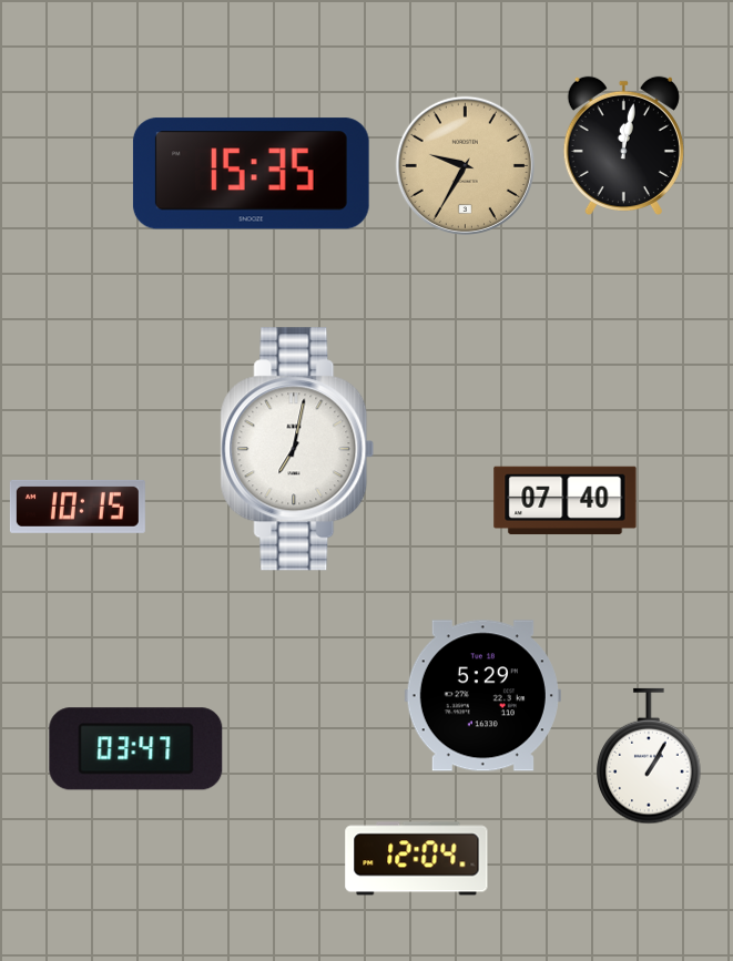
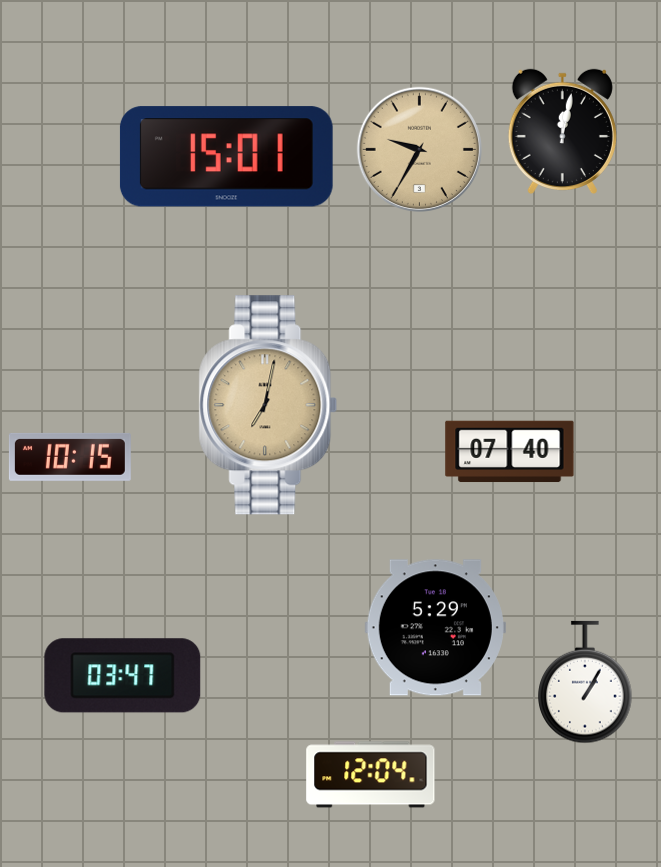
clock at (251, 174): 15:35 -> 15:01
clock at (297, 449) dial: white -> champagne
clock at (417, 859) position: (417, 859) -> (371, 775)
